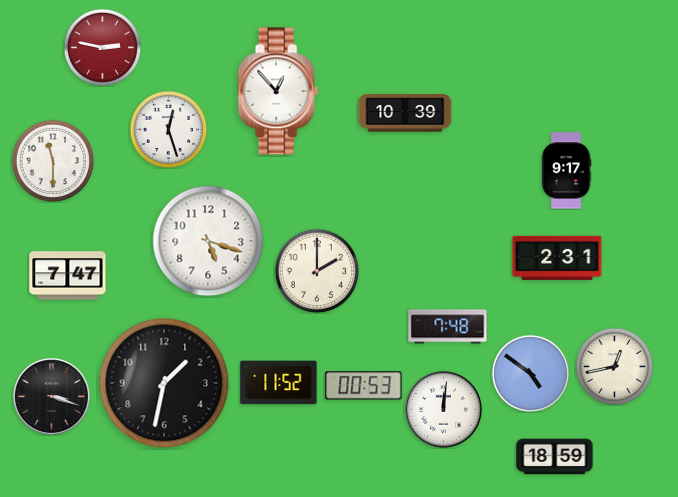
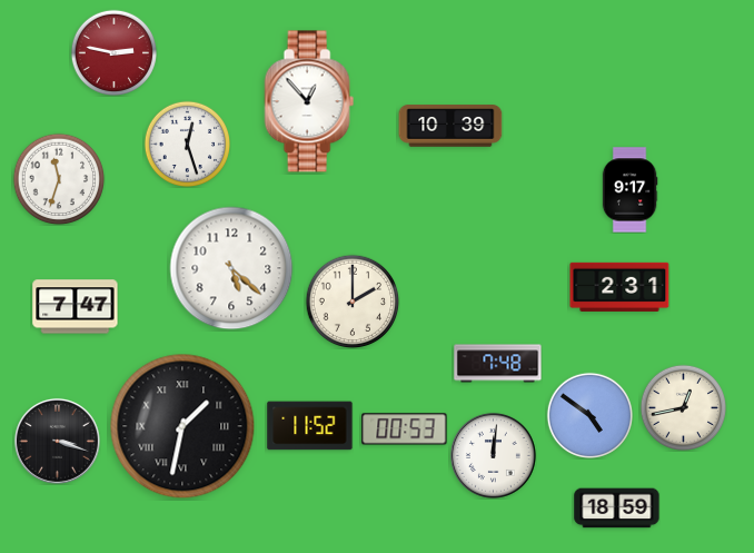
clock at (53, 161): 11:30 -> 11:33
clock at (208, 241): 5:18 -> 5:22
clock at (164, 383) numerals: Arabic -> Roman
